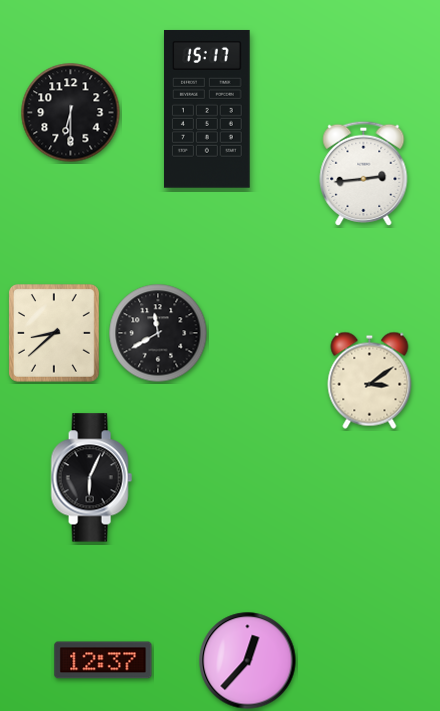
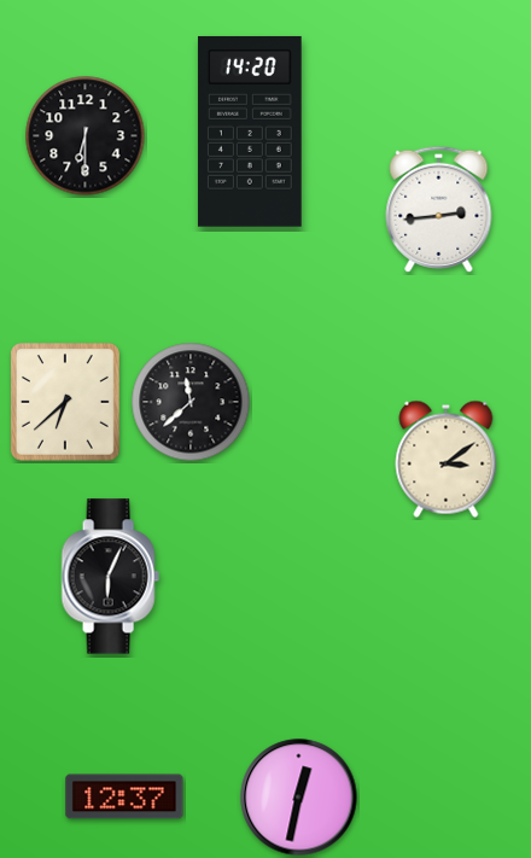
clock at (207, 109): 15:17 -> 14:20
clock at (158, 333): 11:40 -> 11:38
clock at (55, 334): 8:38 -> 6:38
clock at (248, 661): 12:37 -> 12:32
